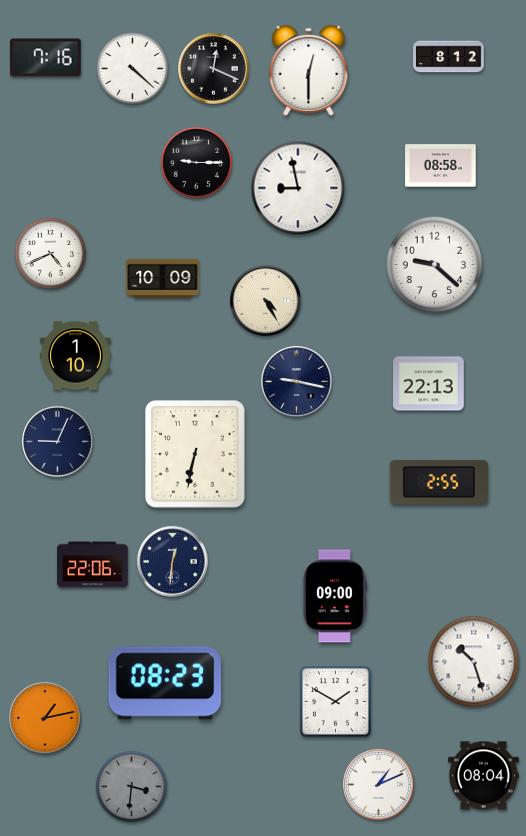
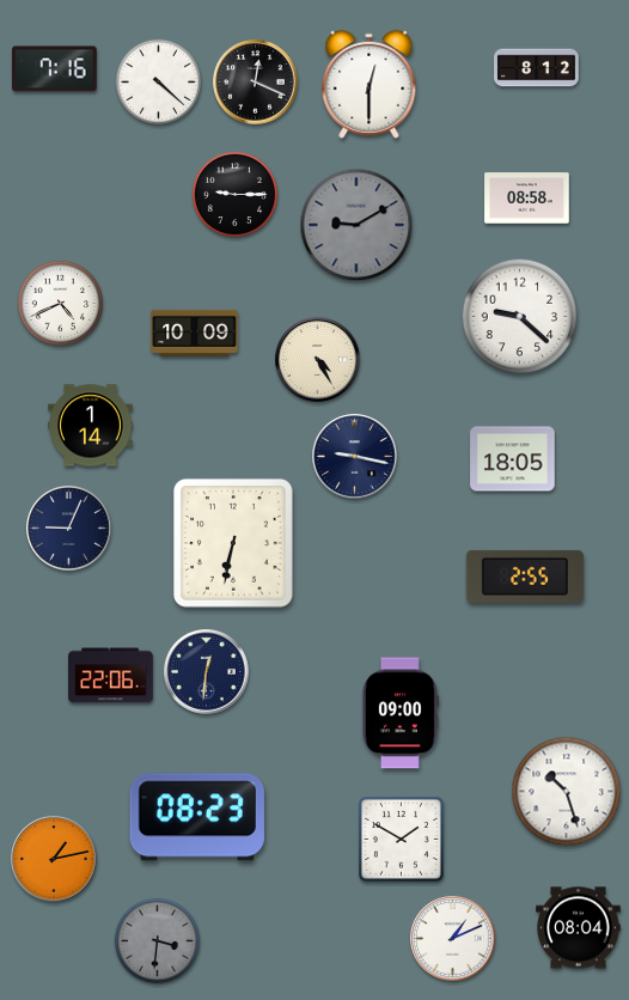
clock at (298, 188): 8:58 -> 9:10
clock at (298, 188) dial: white -> grey
clock at (76, 356): 1:10 -> 1:14
clock at (429, 384): 22:13 -> 18:05
